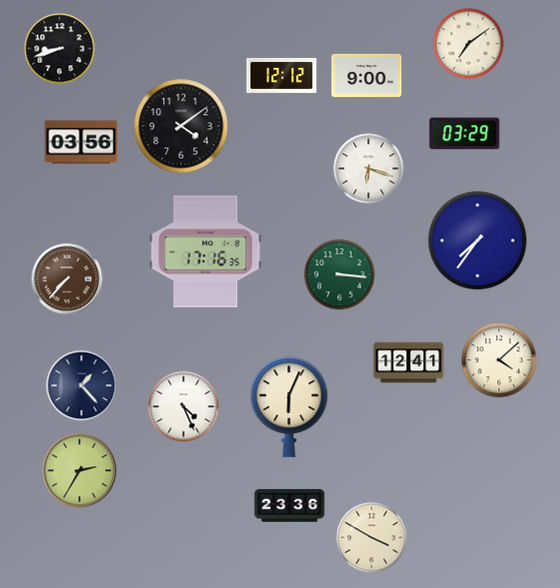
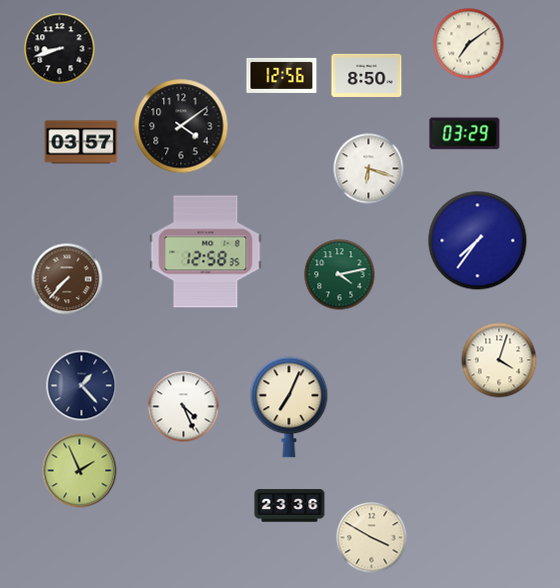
clock at (282, 75): 12:12 -> 12:56
clock at (367, 75): 9:00 -> 8:50
clock at (81, 142): 03:56 -> 03:57
clock at (206, 252): 17:16 -> 12:58
clock at (340, 275): 3:16 -> 4:13
clock at (499, 360): 4:08 -> 4:03
clock at (409, 363): 12:41 -> none
clock at (289, 407): 6:04 -> 7:04
clock at (80, 471): 2:35 -> 1:56
